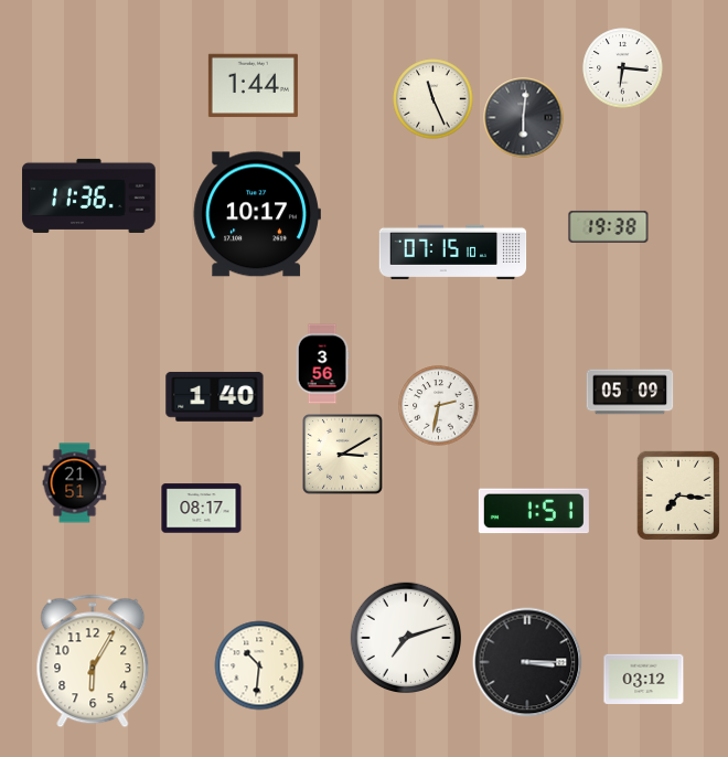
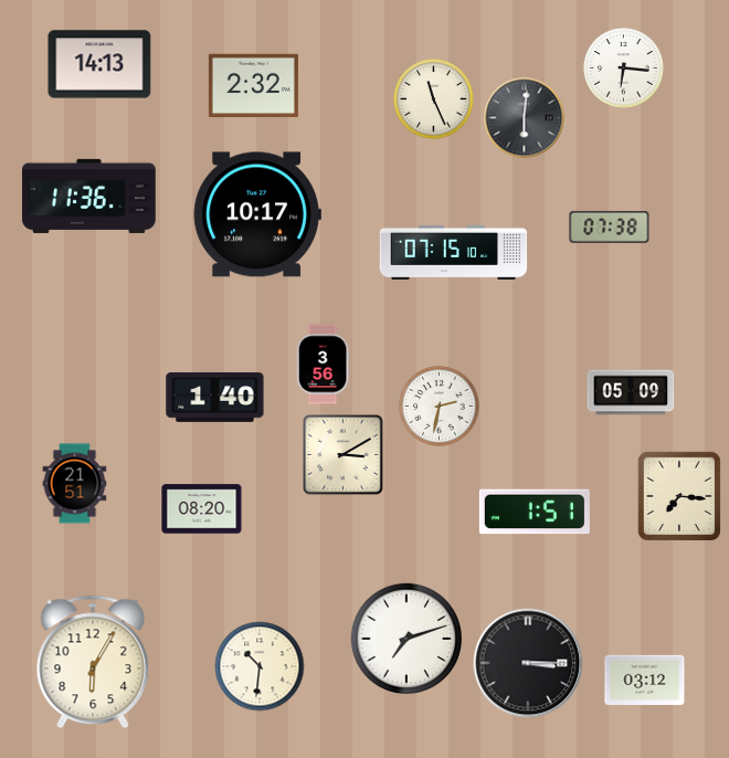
clock at (99, 64): none -> 14:13
clock at (253, 86): 1:44 -> 2:32
clock at (609, 226): 19:38 -> 07:38
clock at (202, 509): 08:17 -> 08:20
